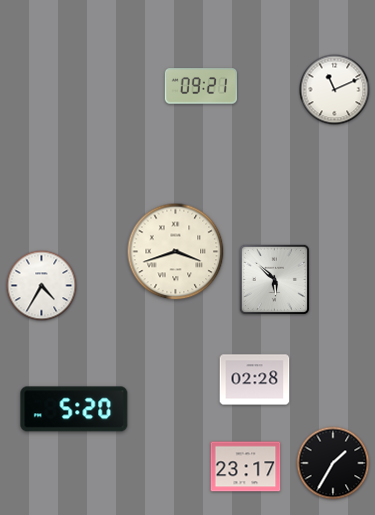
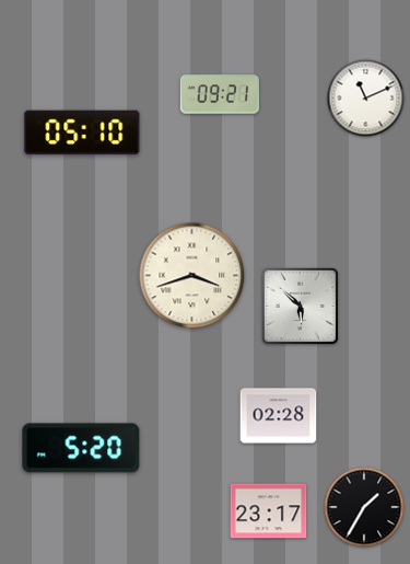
clock at (82, 133): none -> 05:10
clock at (42, 286): 4:35 -> none
